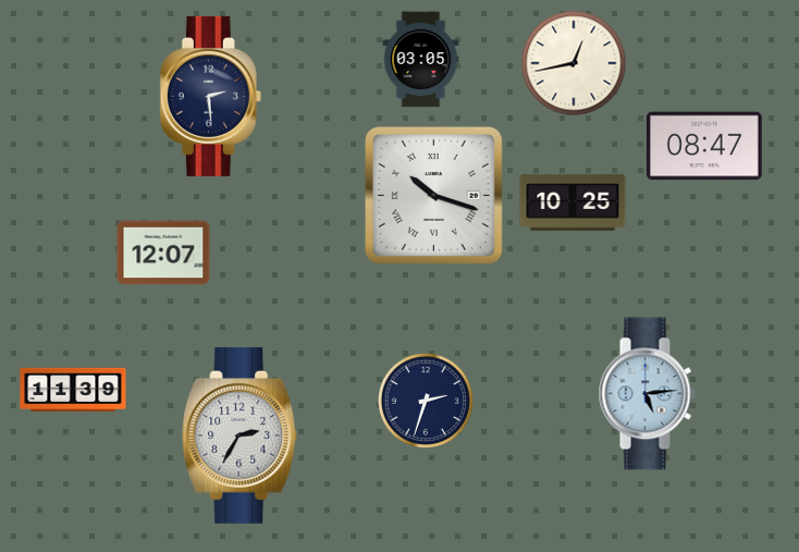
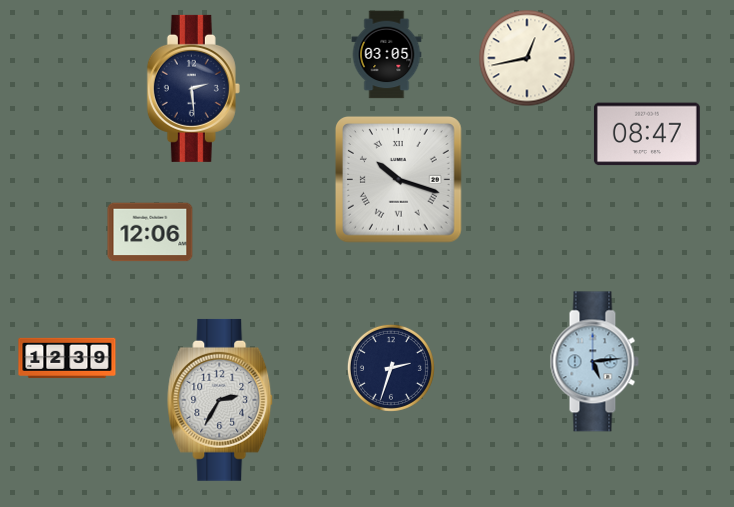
clock at (573, 203): 10:25 -> none
clock at (163, 253): 12:07 -> 12:06
clock at (73, 390): 11:39 -> 12:39
